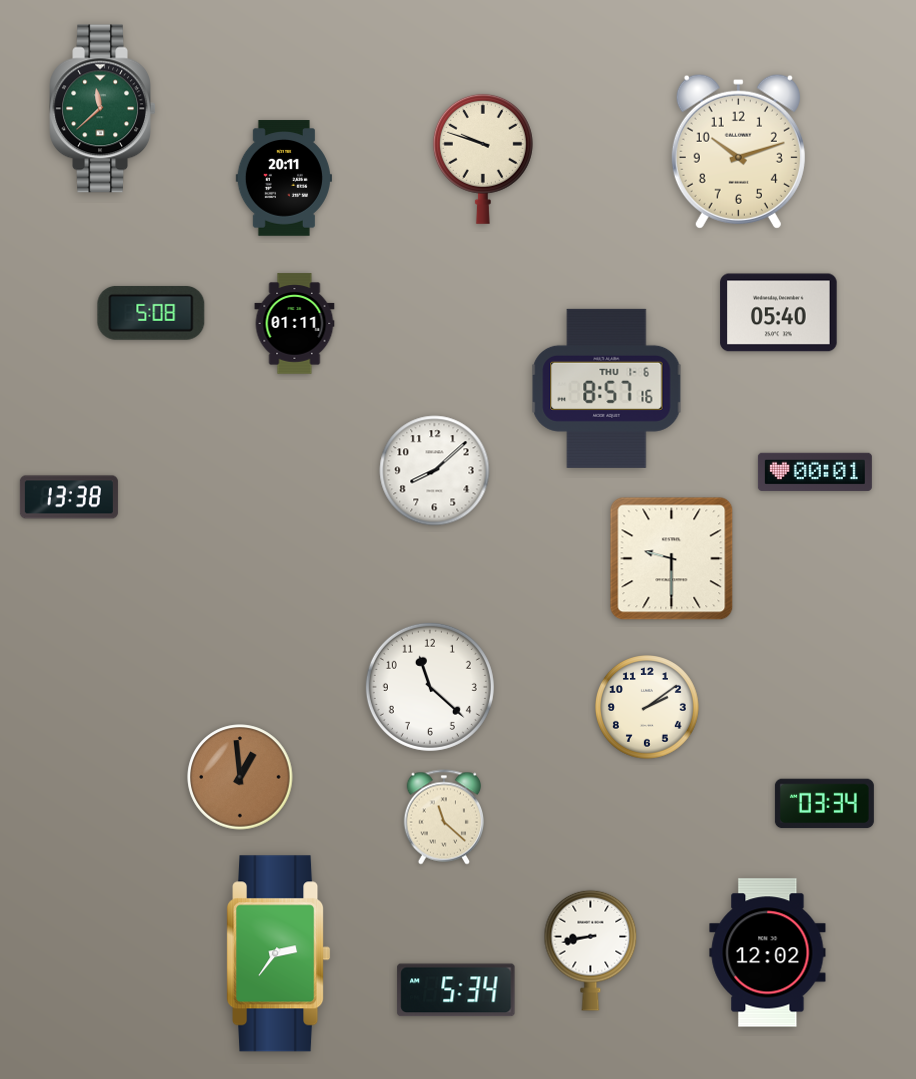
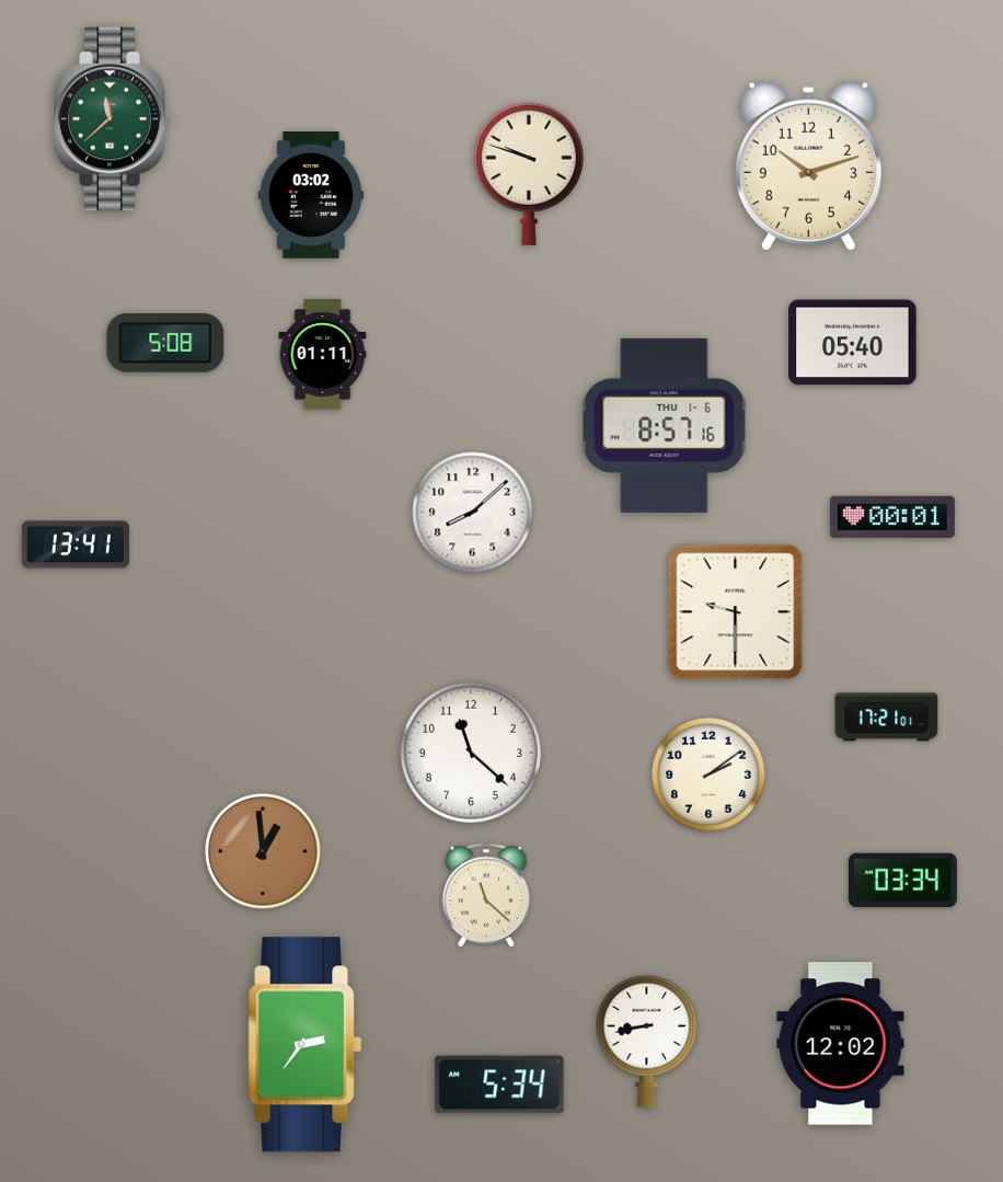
clock at (284, 178): 20:11 -> 03:02
clock at (435, 471) position: (435, 471) -> (473, 513)
clock at (69, 497): 13:38 -> 13:41
clock at (887, 718): none -> 17:21
